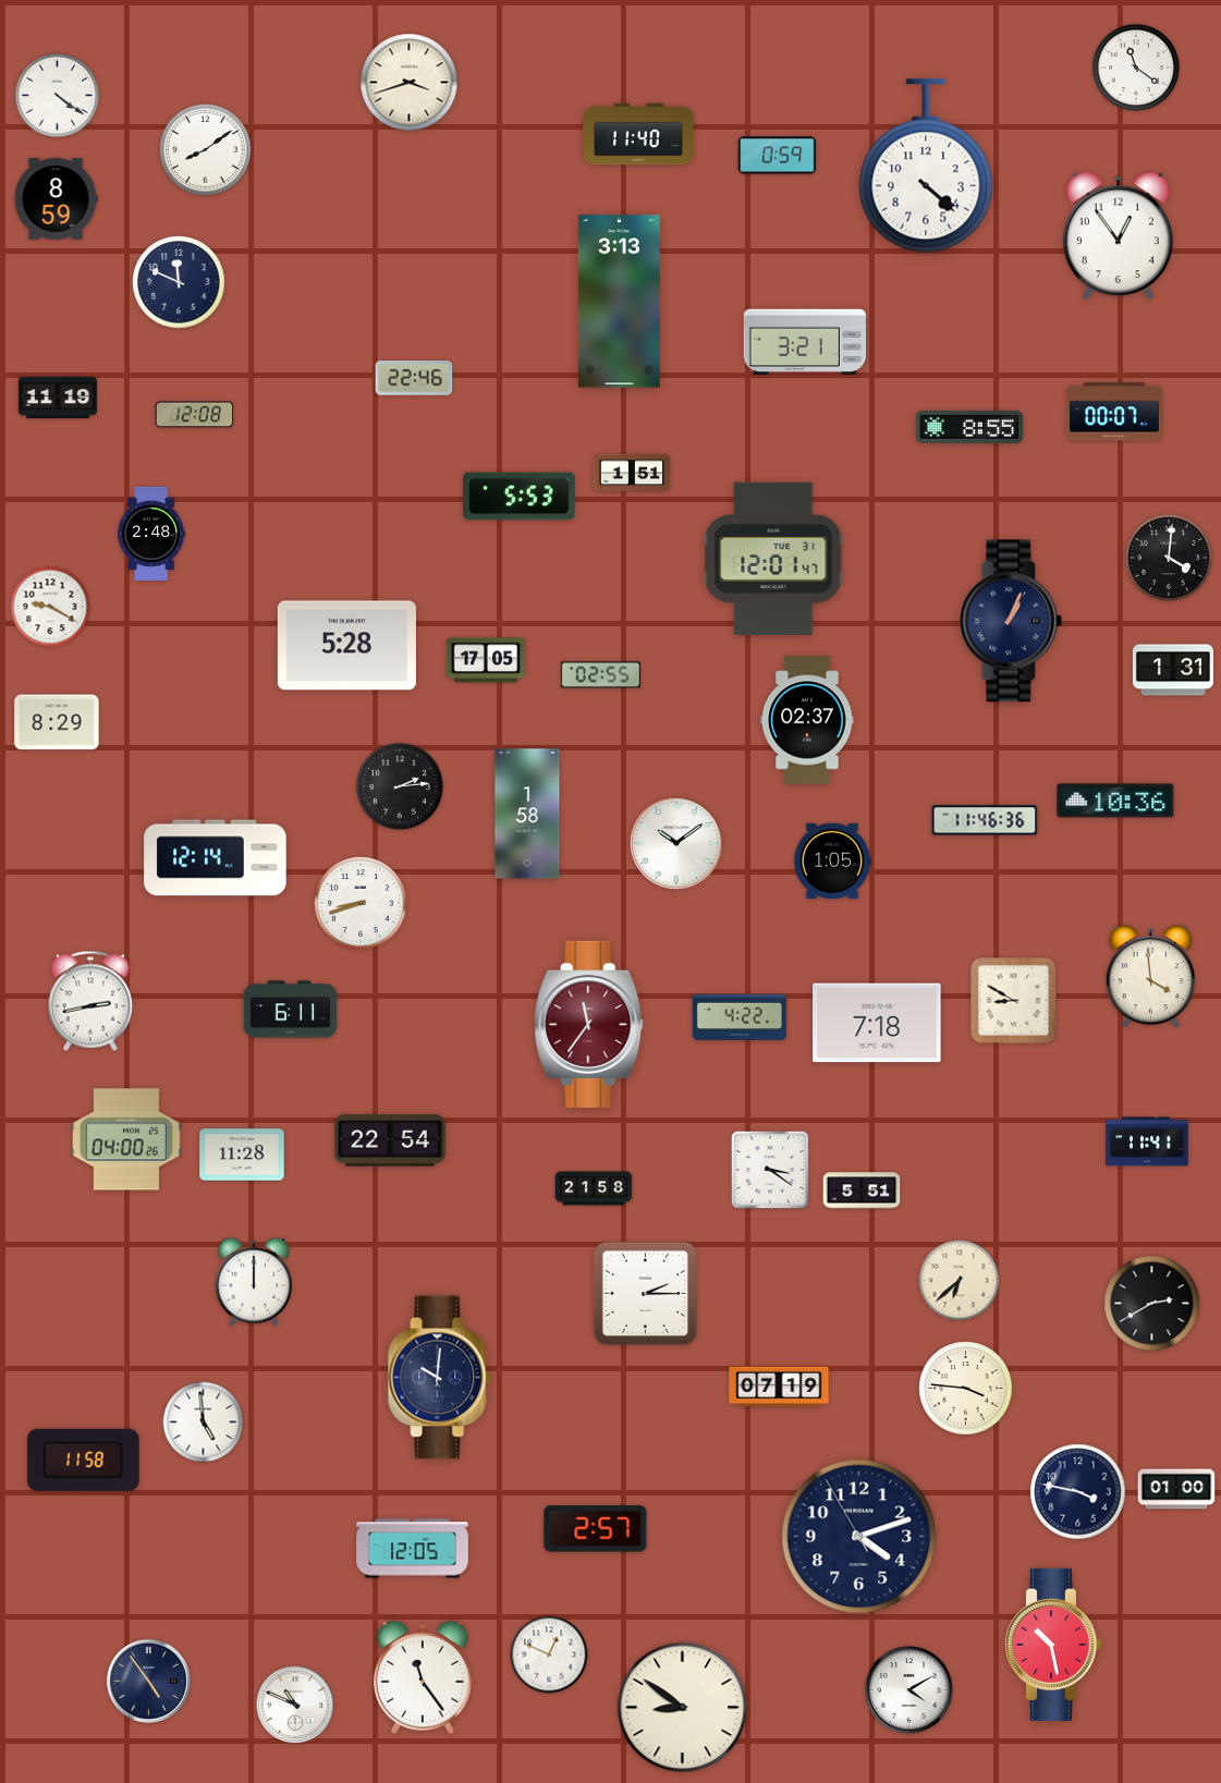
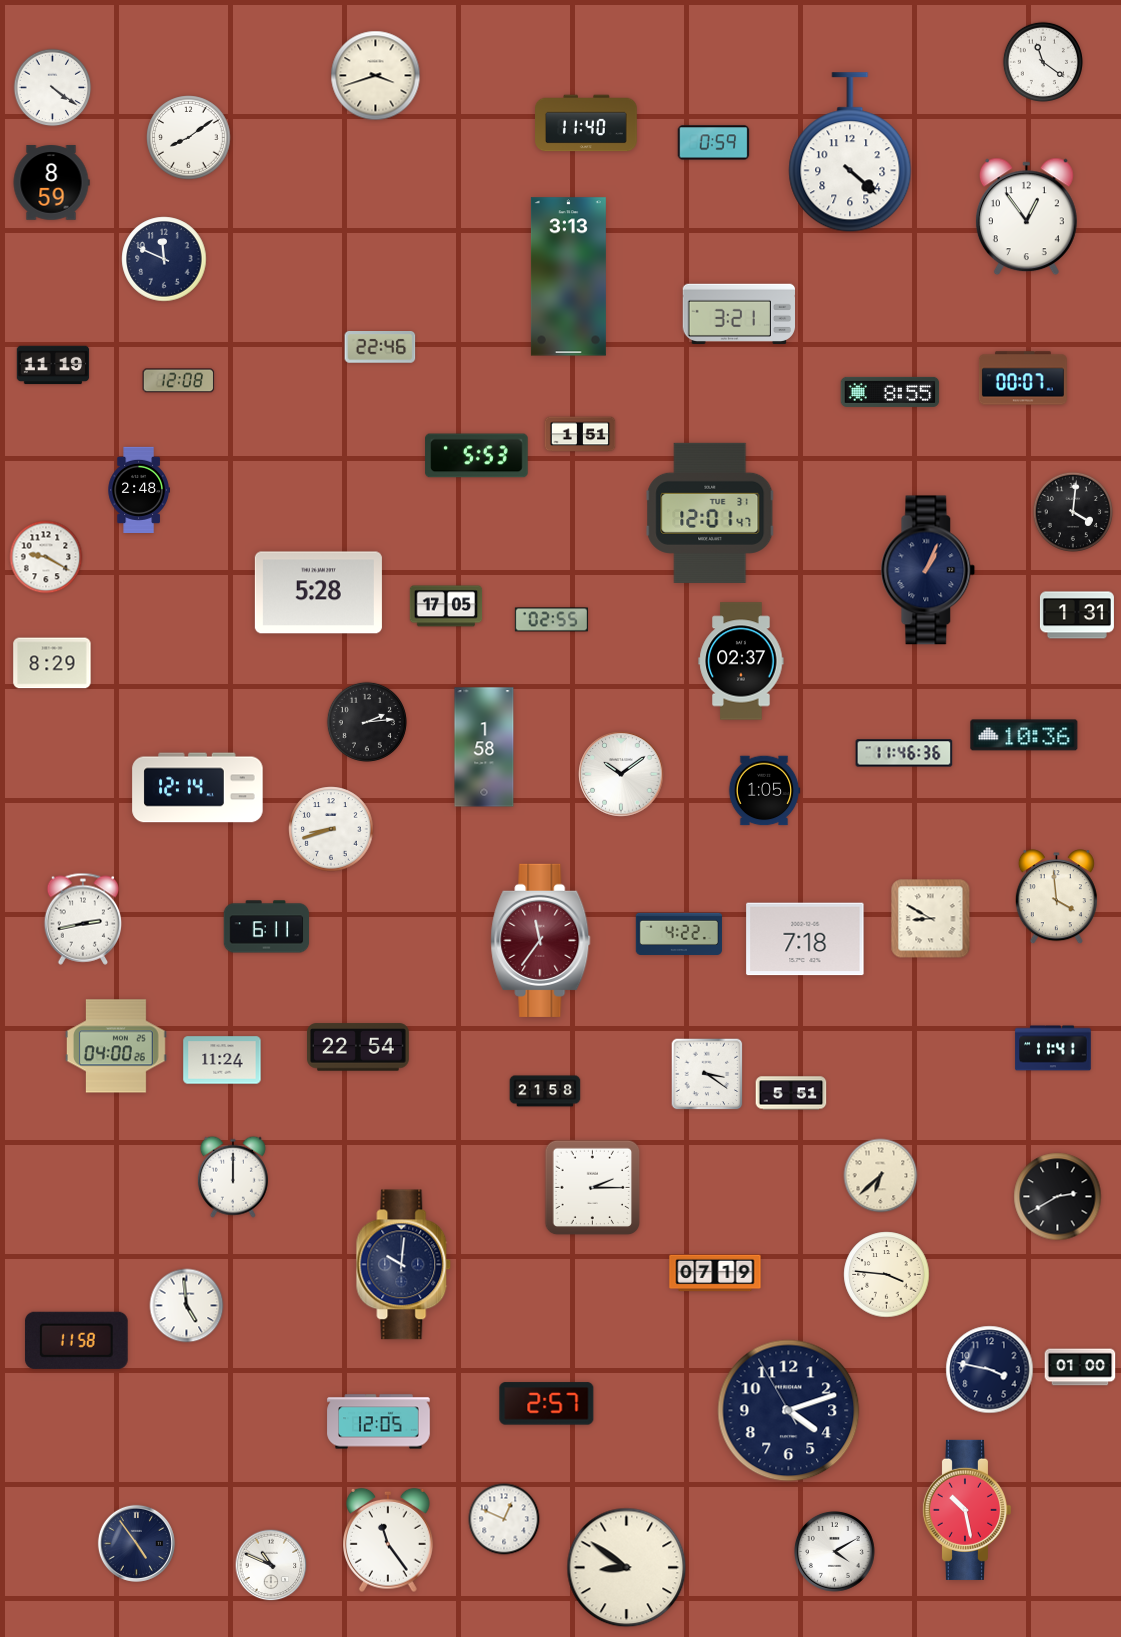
clock at (242, 1155): 11:28 -> 11:24
